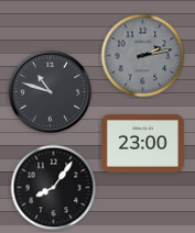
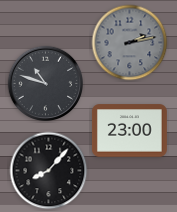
clock at (143, 56) position: (143, 56) -> (130, 43)
clock at (54, 188): 8:06 -> 8:07
